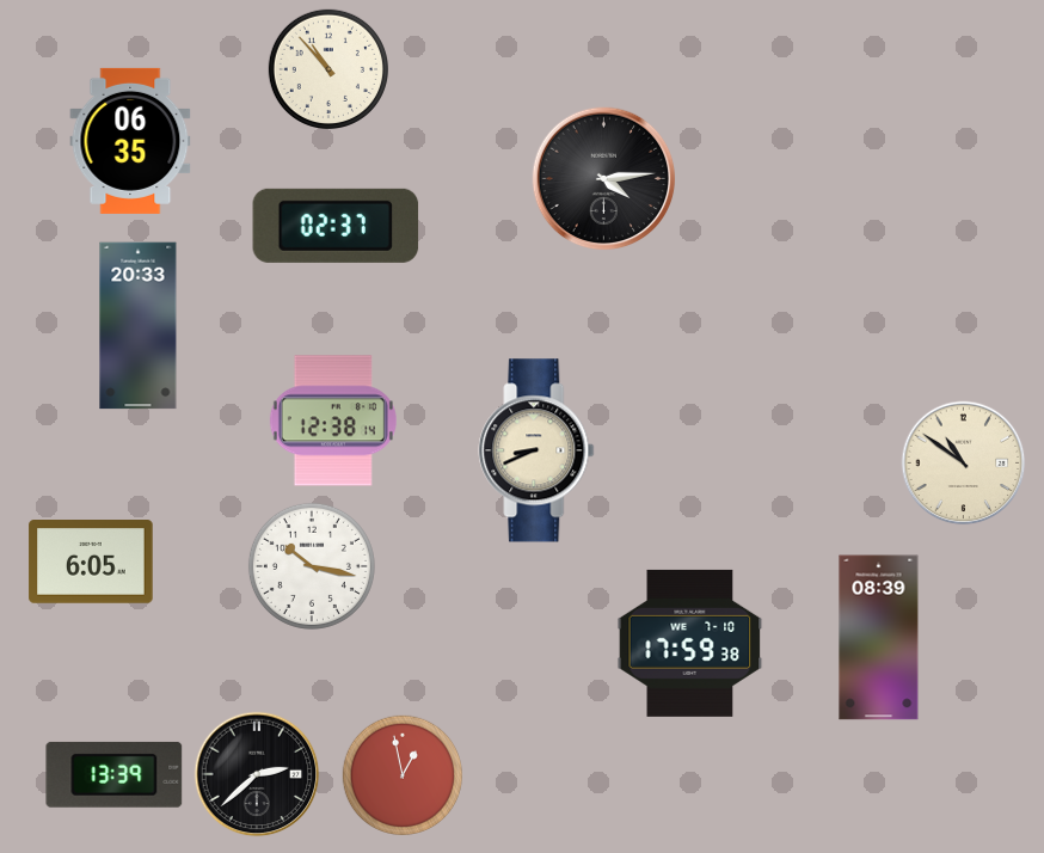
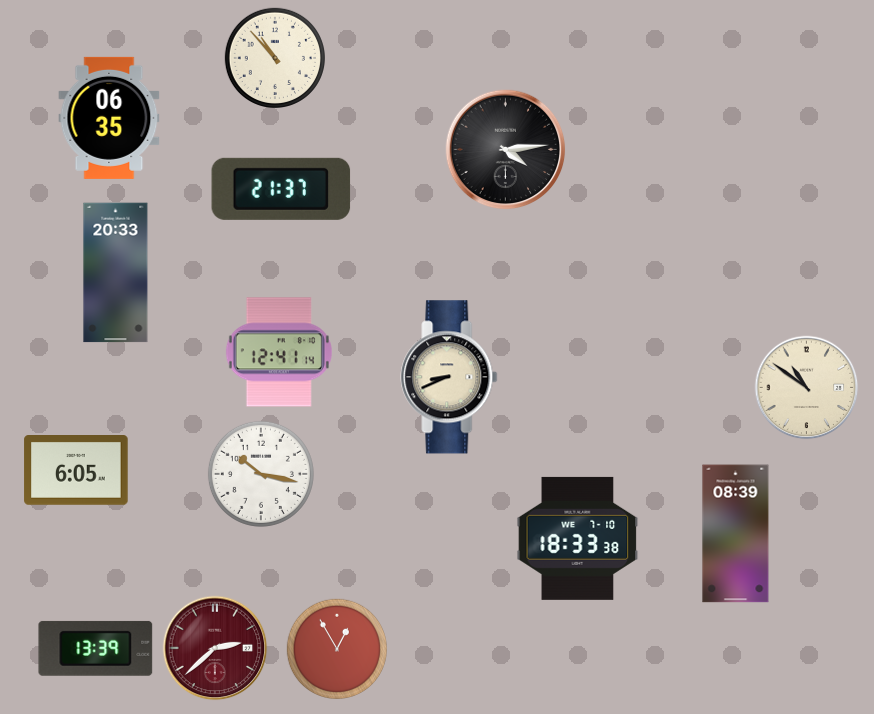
clock at (336, 226): 02:37 -> 21:37
clock at (333, 421): 12:38 -> 12:41
clock at (690, 643): 17:59 -> 18:33
clock at (257, 774) dial: black -> burgundy
clock at (401, 774): 12:58 -> 12:55
